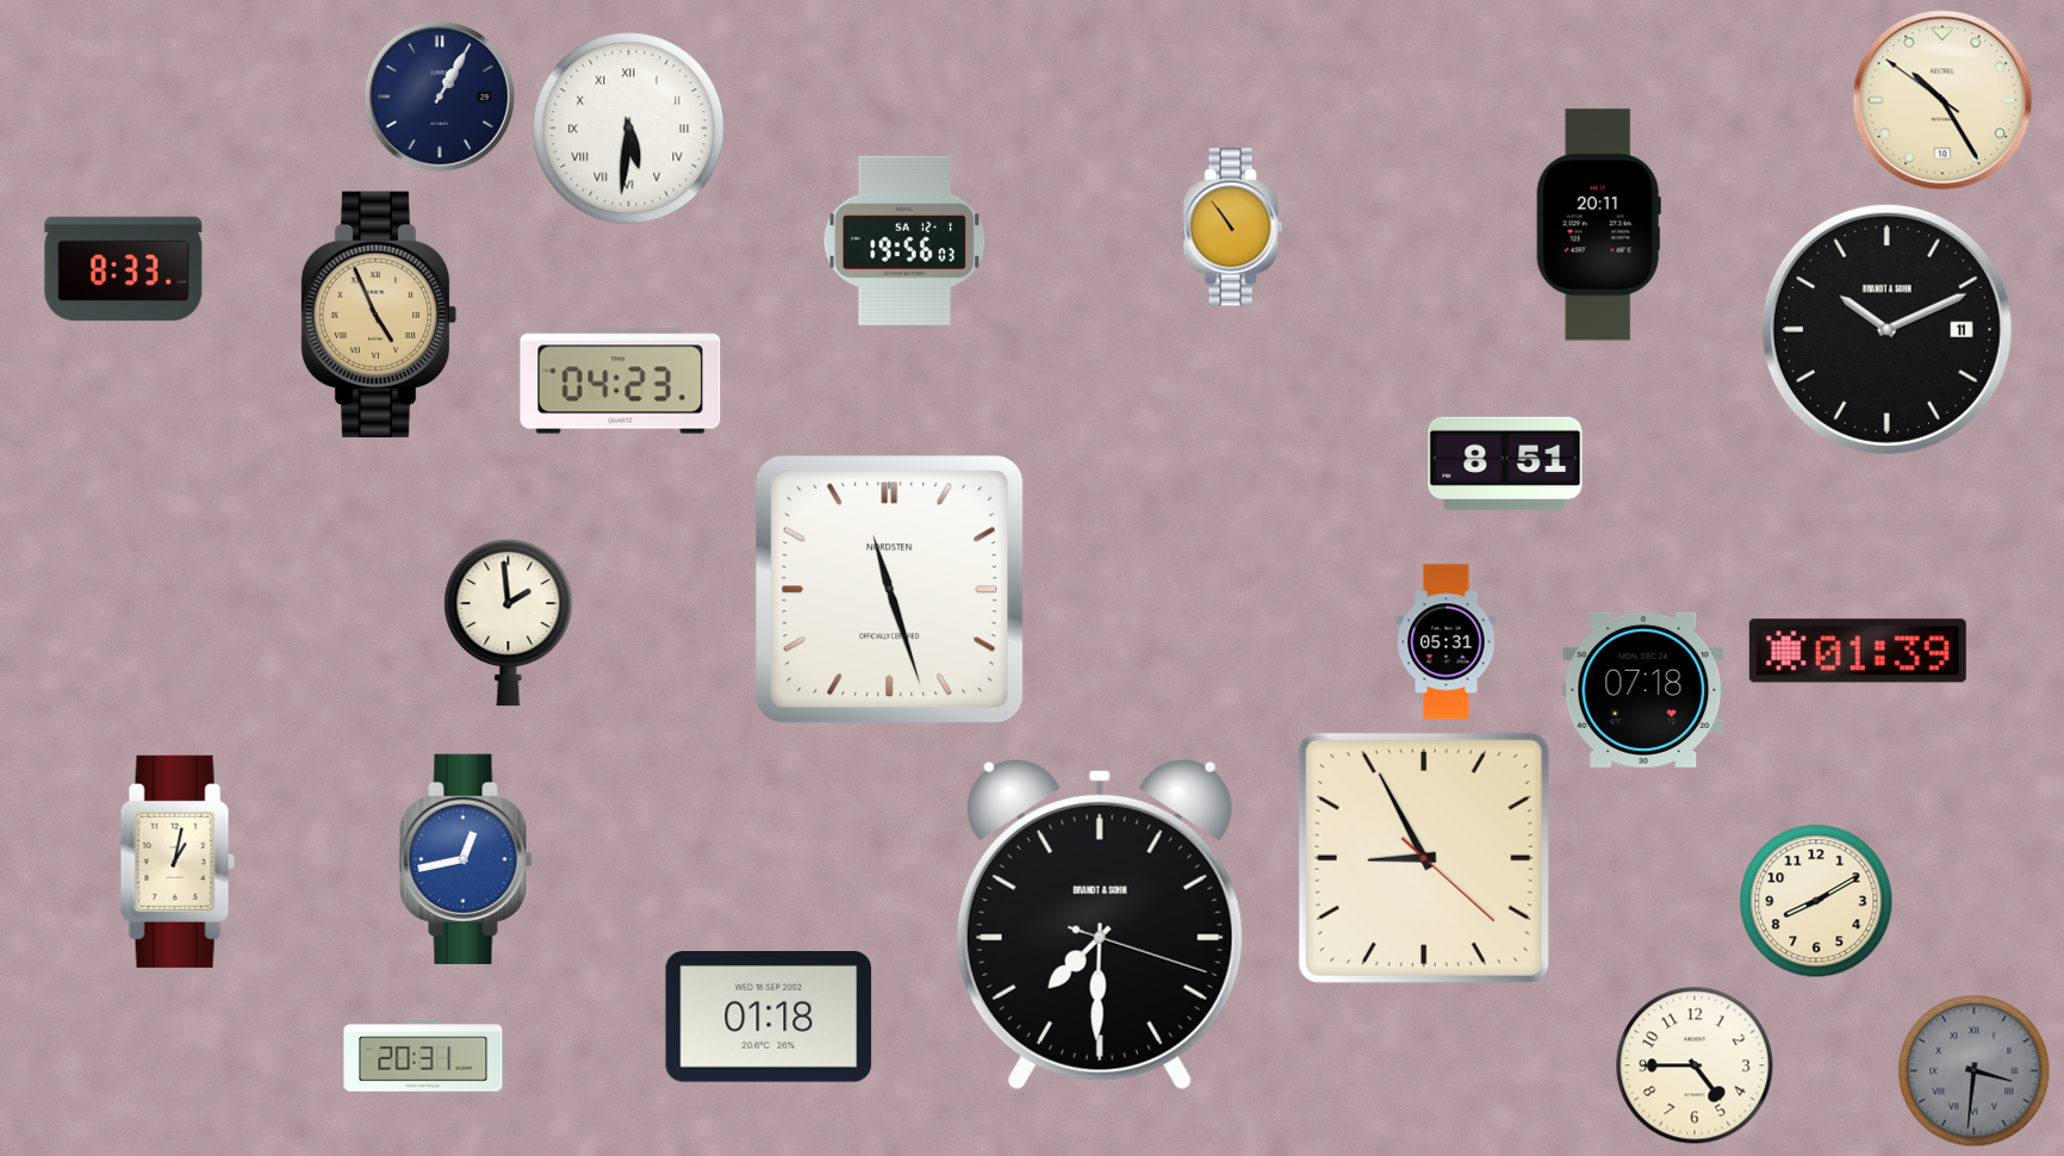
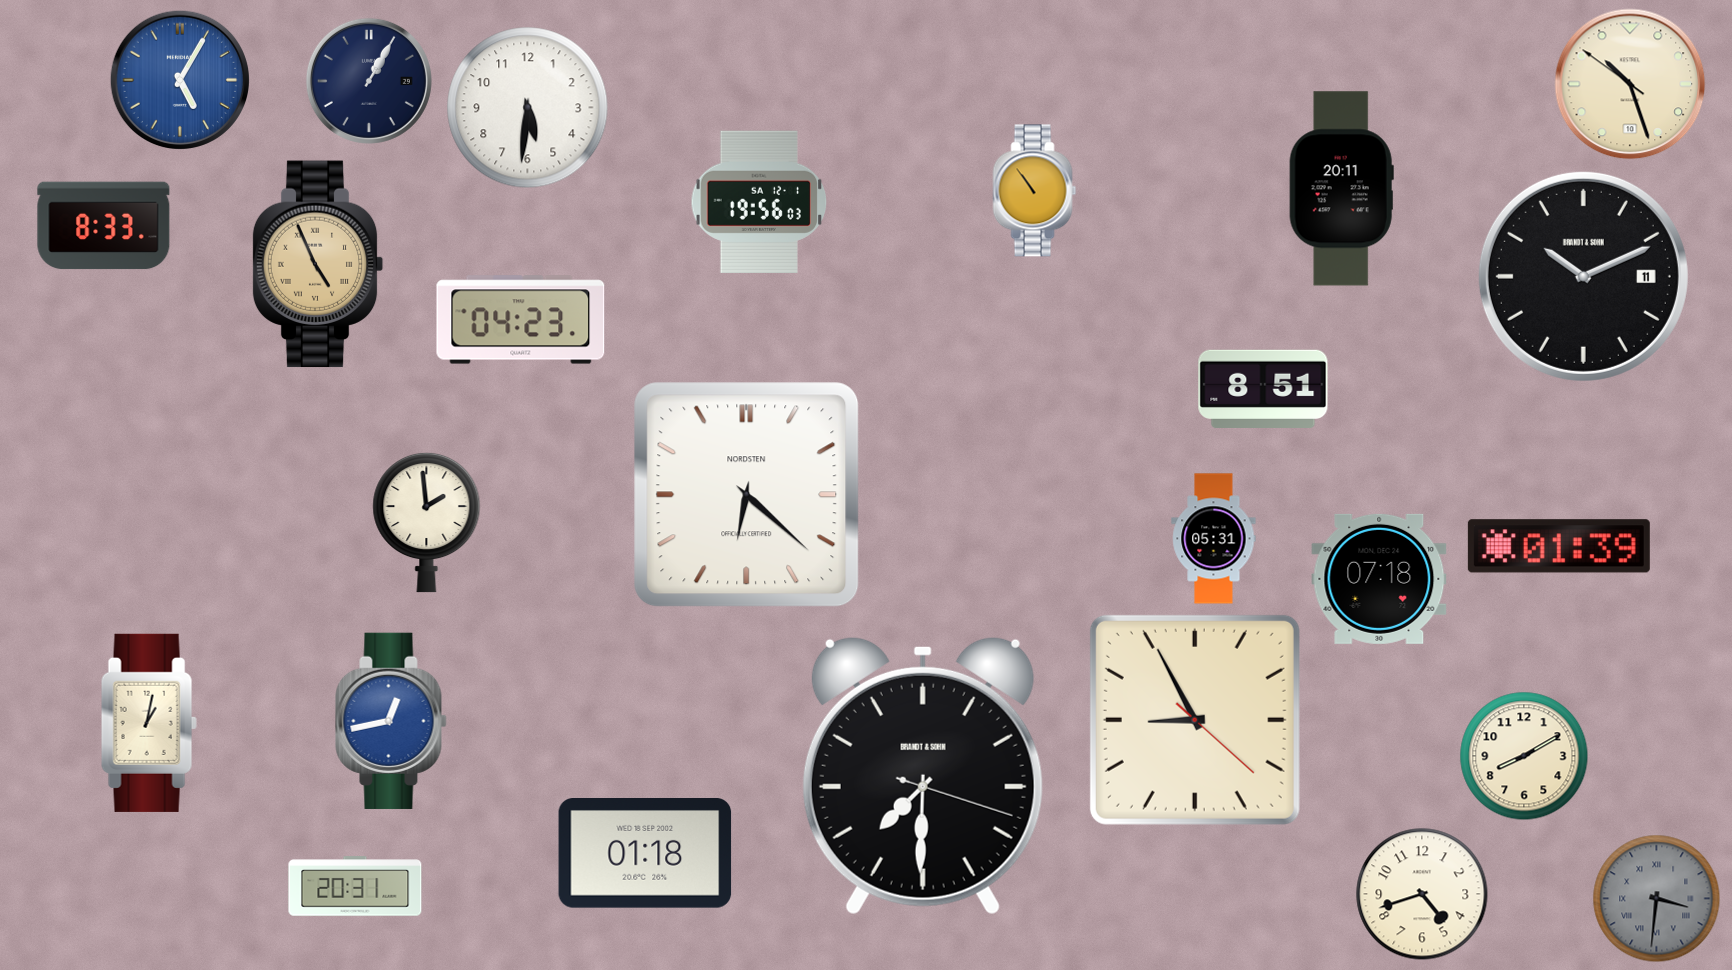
clock at (179, 79): none -> 5:05
clock at (1942, 100): 10:24 -> 10:26
clock at (629, 129) numerals: Roman -> Arabic
clock at (890, 590): 11:27 -> 6:22
clock at (1695, 1065): 4:45 -> 4:42
